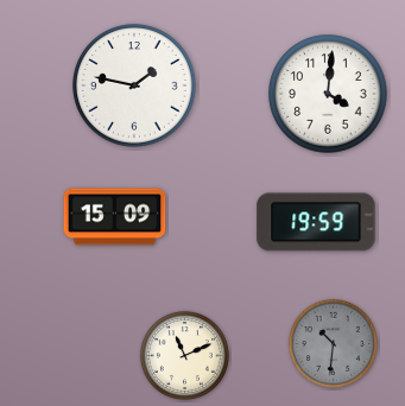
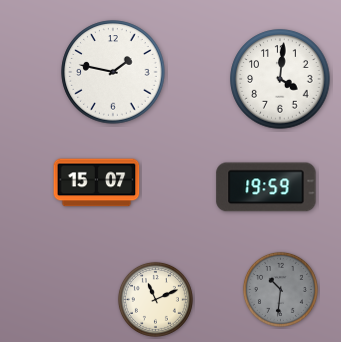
clock at (328, 94) position: (328, 94) -> (280, 79)
clock at (115, 217): 15:09 -> 15:07
